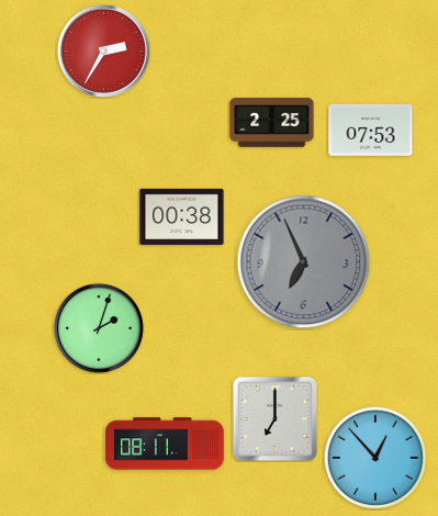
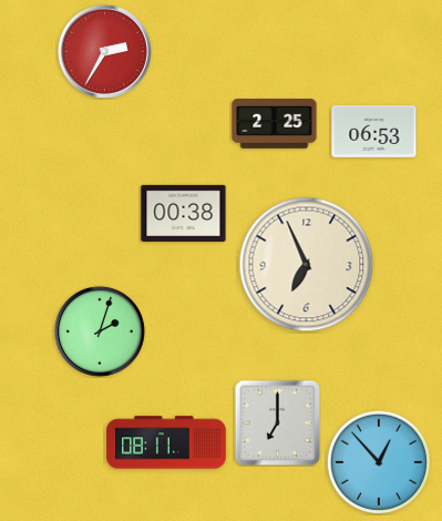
clock at (371, 130): 07:53 -> 06:53
clock at (182, 216) position: (182, 216) -> (184, 213)
clock at (304, 262) dial: grey -> cream
clock at (165, 444) position: (165, 444) -> (166, 442)
